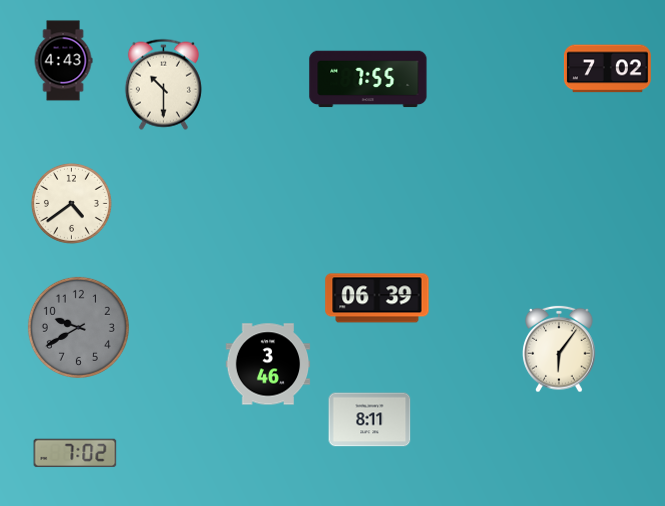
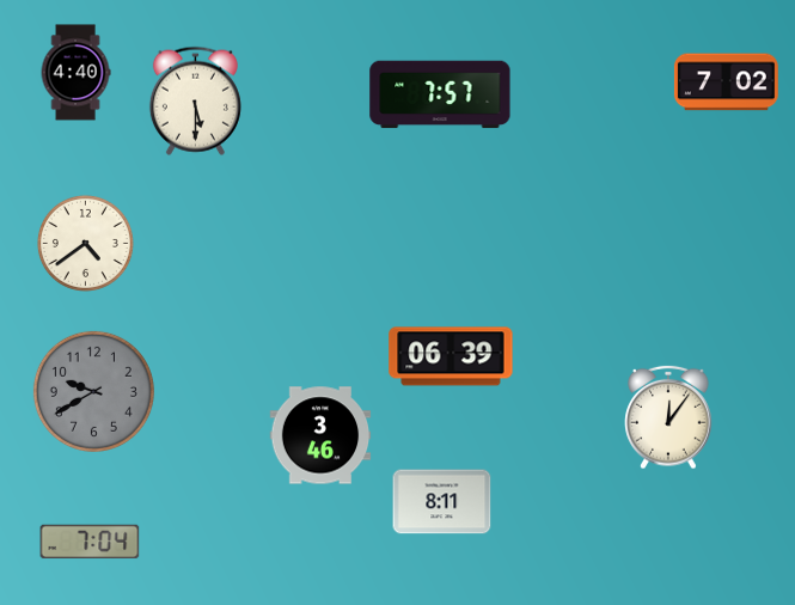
clock at (63, 61): 4:43 -> 4:40
clock at (368, 79): 7:55 -> 7:57
clock at (163, 84): 10:30 -> 5:30
clock at (559, 349): 6:06 -> 12:06
clock at (75, 453): 7:02 -> 7:04
